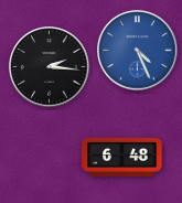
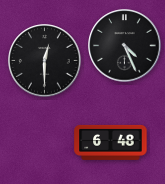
clock at (138, 51) dial: blue -> black
clock at (50, 67): 2:16 -> 12:30
